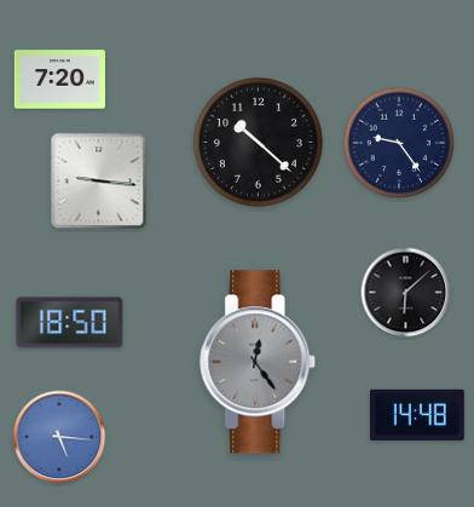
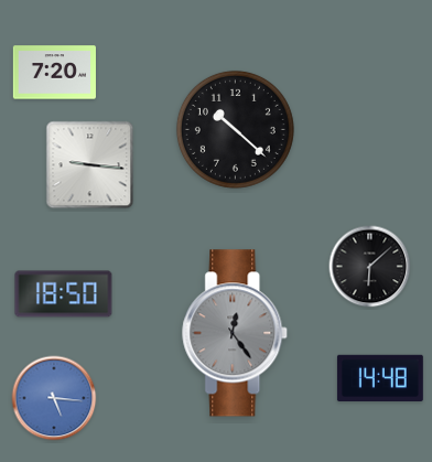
clock at (399, 143): 9:24 -> none
clock at (259, 362) position: (259, 362) -> (236, 333)
